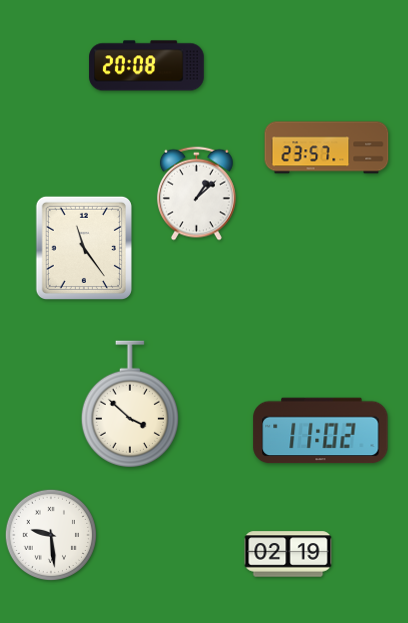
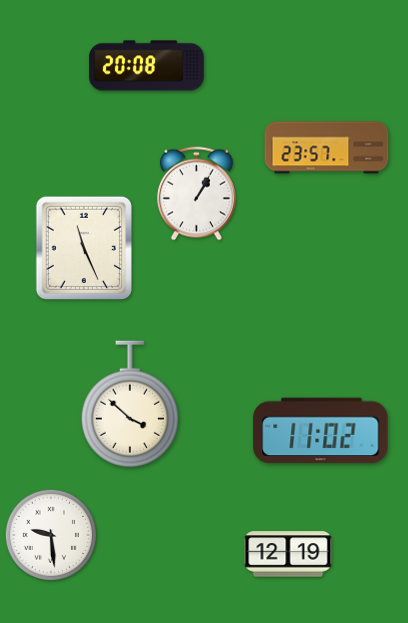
clock at (196, 194): 1:08 -> 1:05
clock at (84, 247): 11:24 -> 11:26
clock at (288, 554): 02:19 -> 12:19
